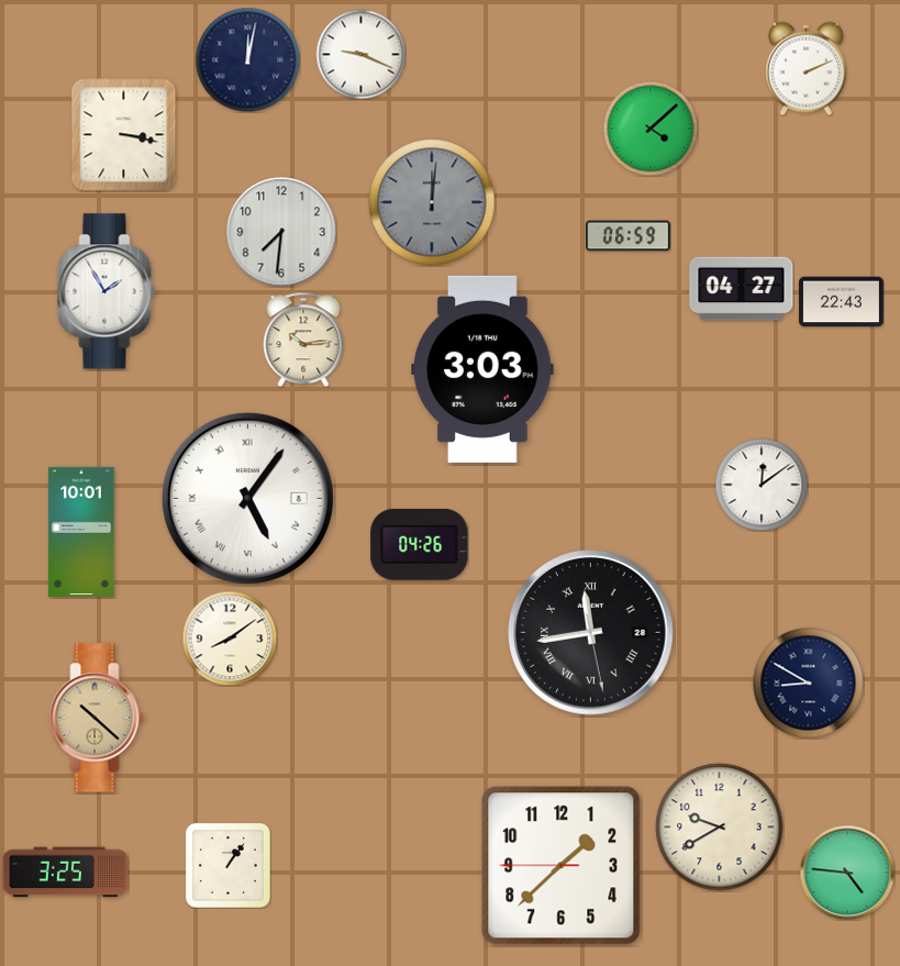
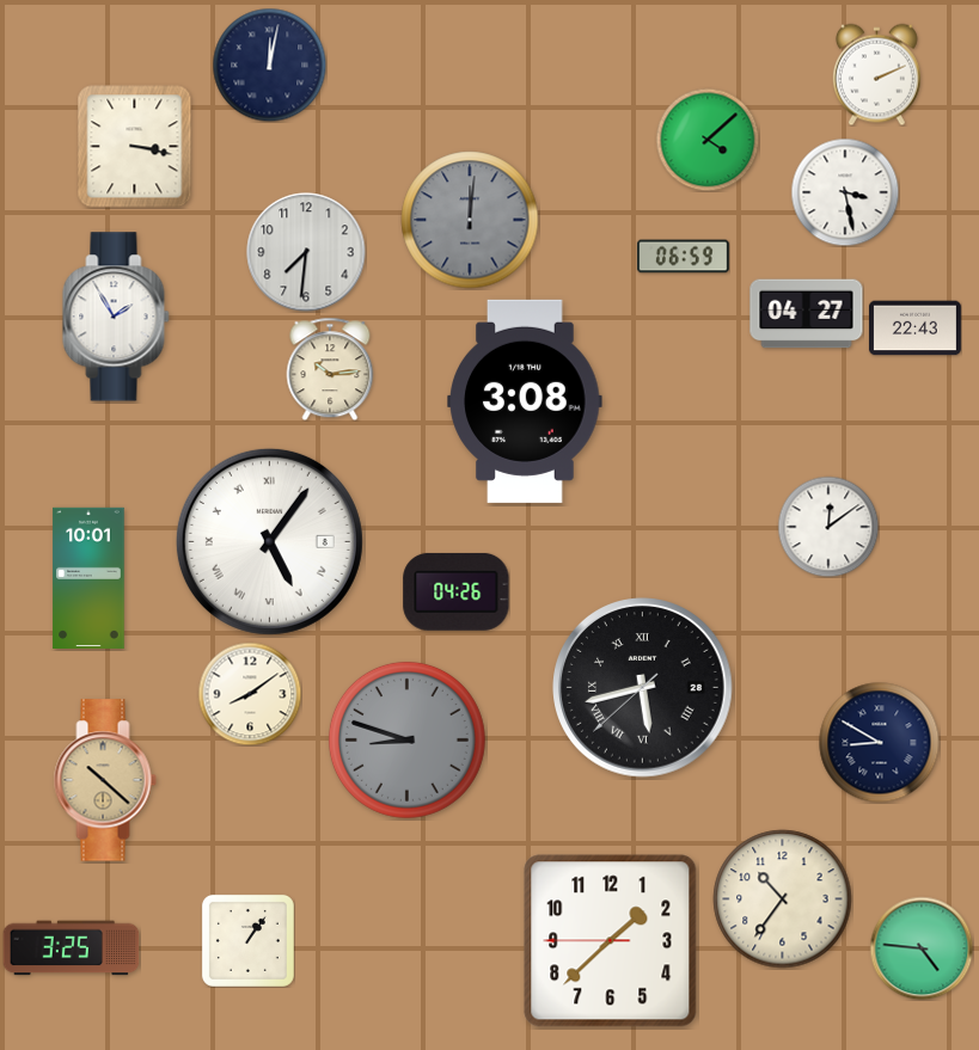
clock at (360, 54): 9:19 -> none
clock at (845, 192): none -> 3:28
clock at (482, 369): 3:03 -> 3:08
clock at (591, 633): 11:43 -> 5:42
clock at (406, 739): none -> 8:48
clock at (720, 828): 9:40 -> 10:36
